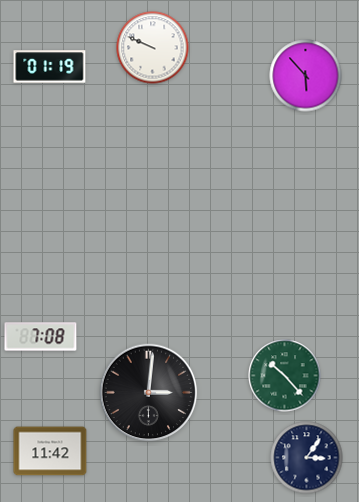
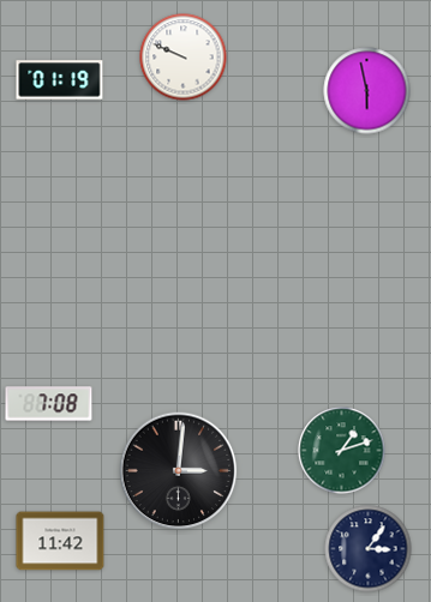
clock at (306, 76): 5:53 -> 5:58
clock at (285, 376): 10:23 -> 1:12
